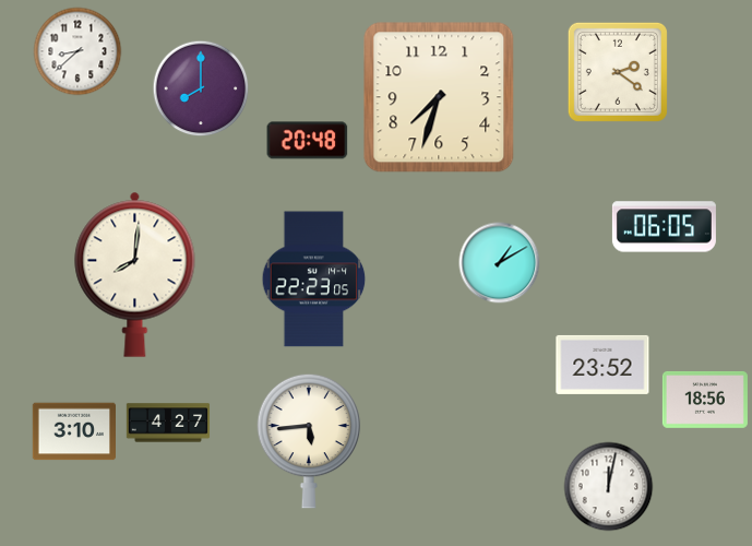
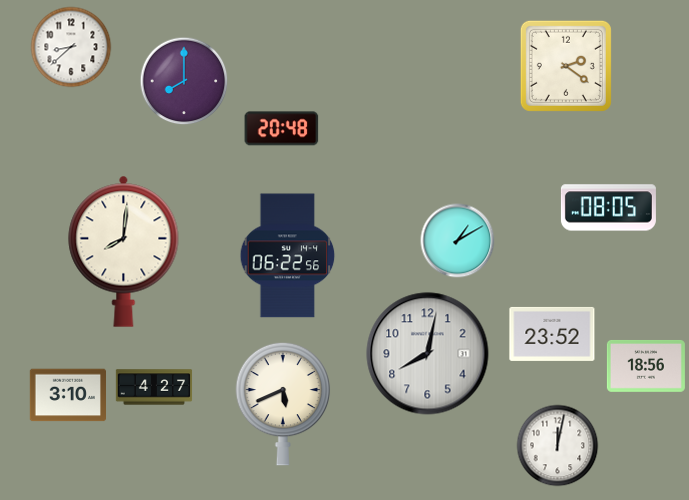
clock at (439, 97): 7:33 -> none
clock at (664, 227): 06:05 -> 08:05
clock at (314, 280): 22:23 -> 06:22
clock at (428, 354): none -> 8:02
clock at (309, 441): 5:44 -> 5:41
